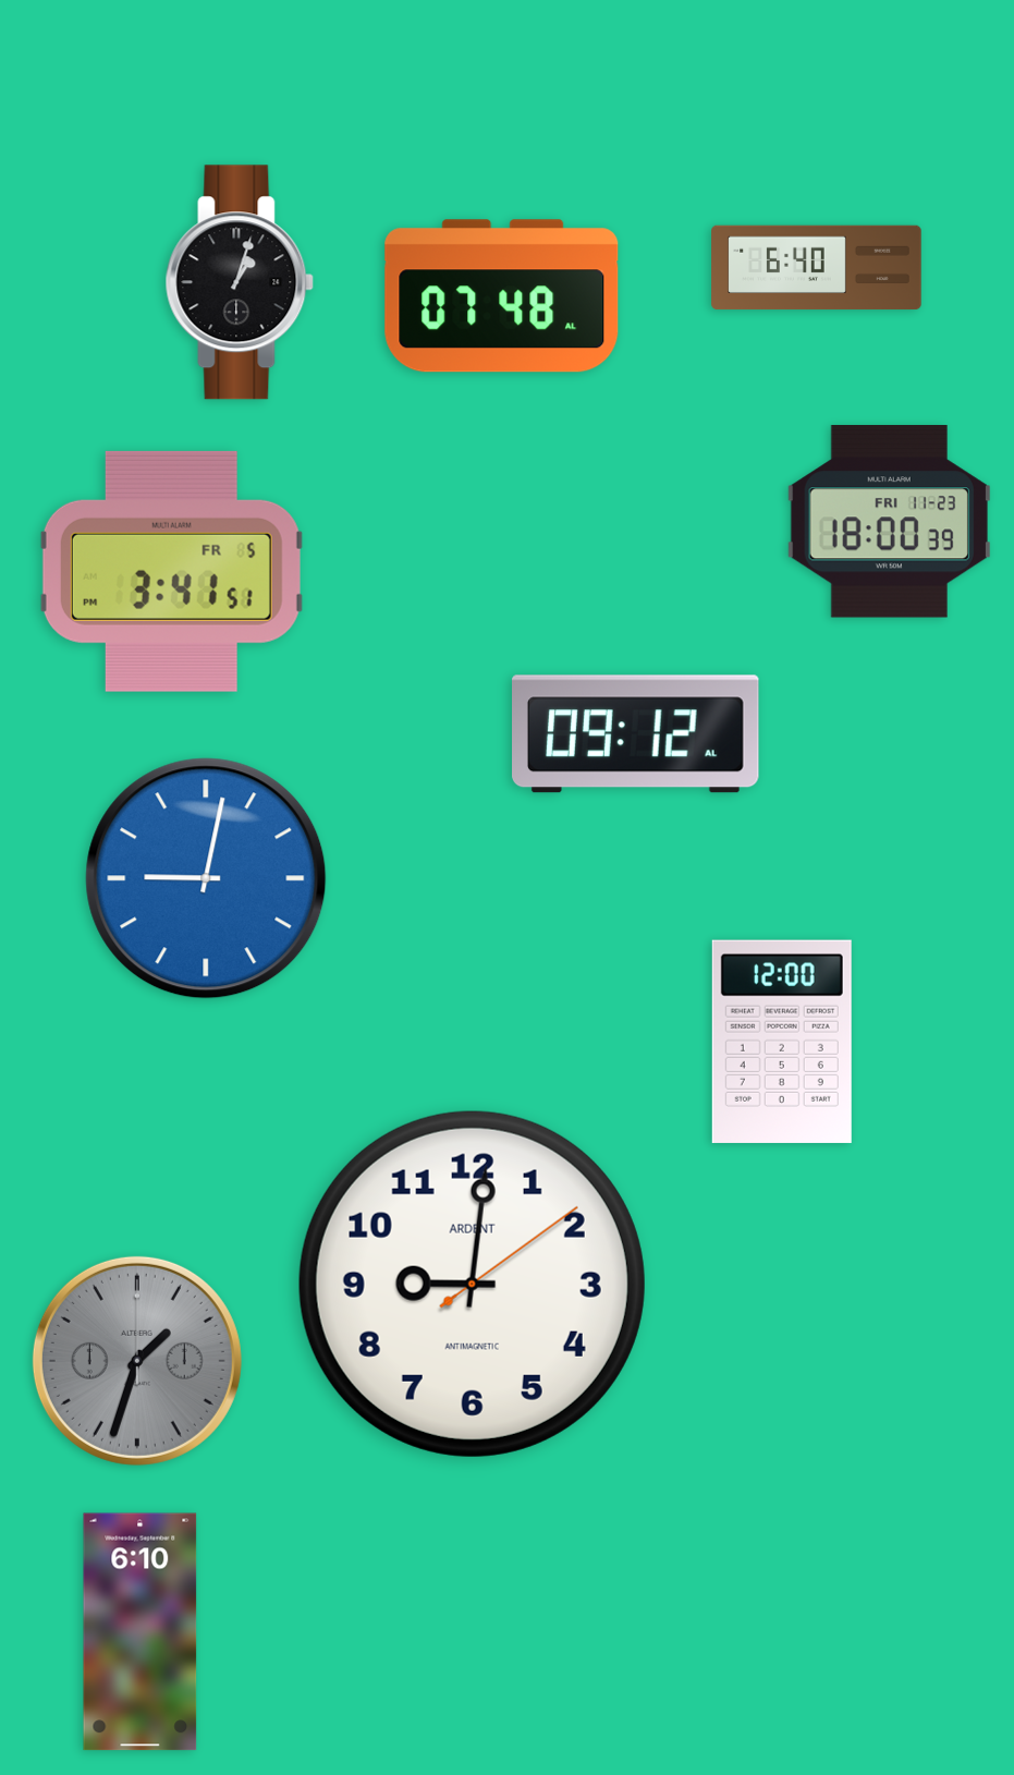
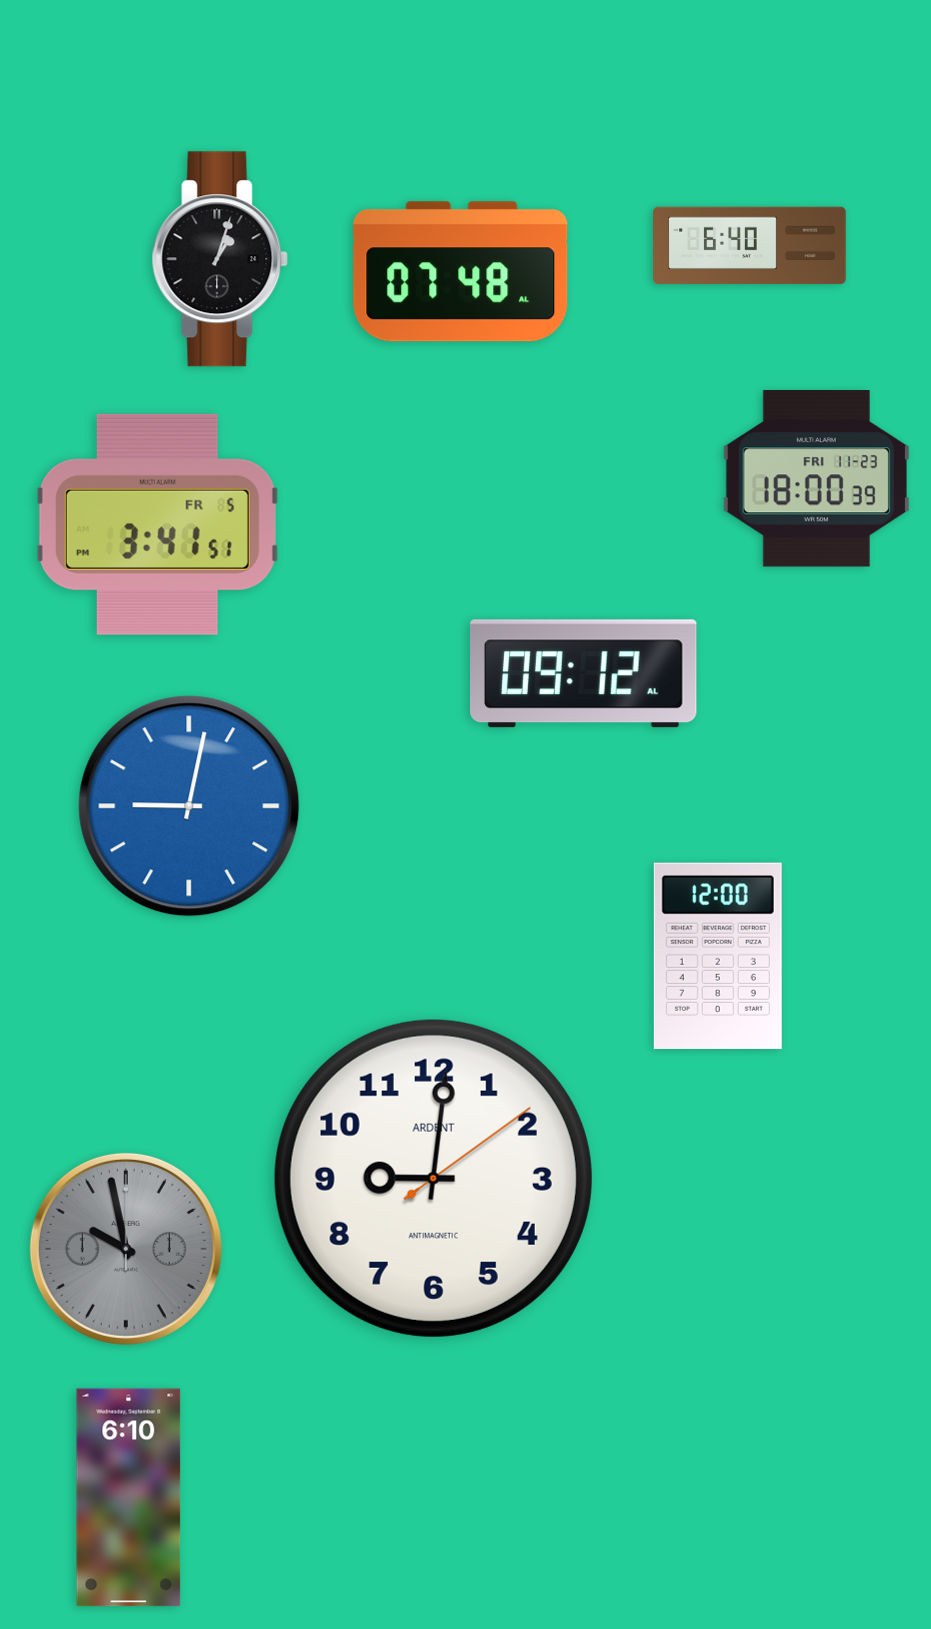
clock at (137, 1361): 1:33 -> 9:58
